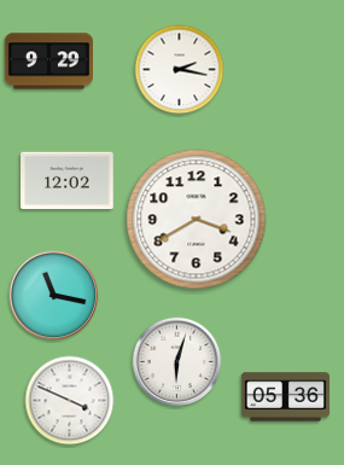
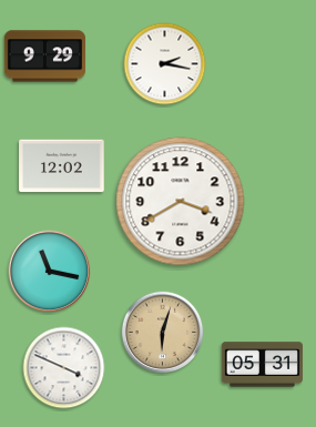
clock at (177, 362) dial: white -> champagne
clock at (285, 397): 05:36 -> 05:31
